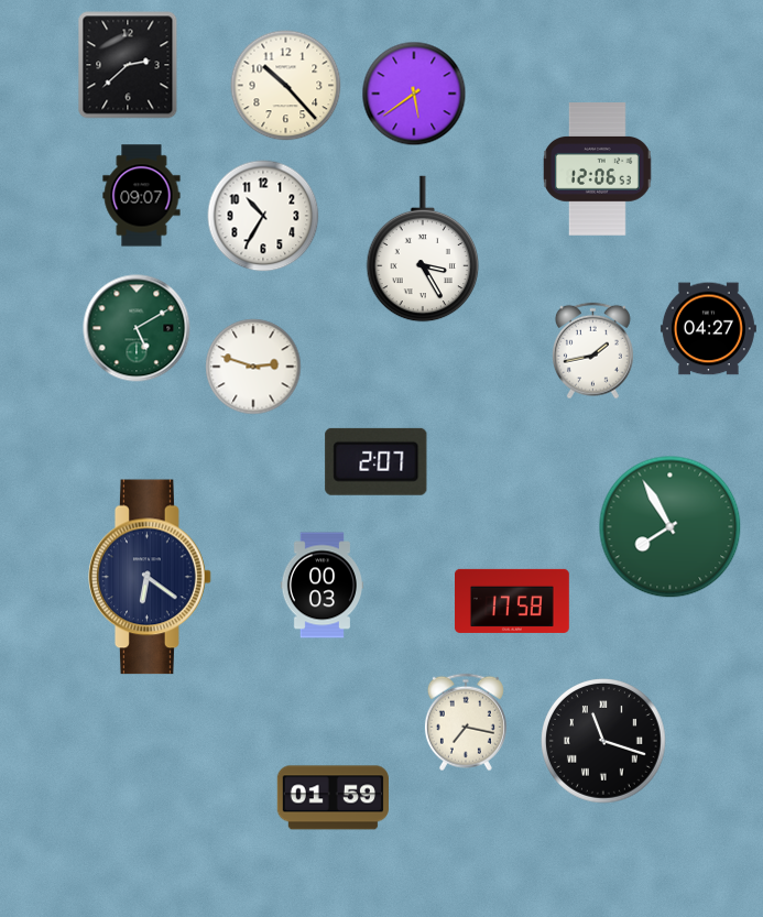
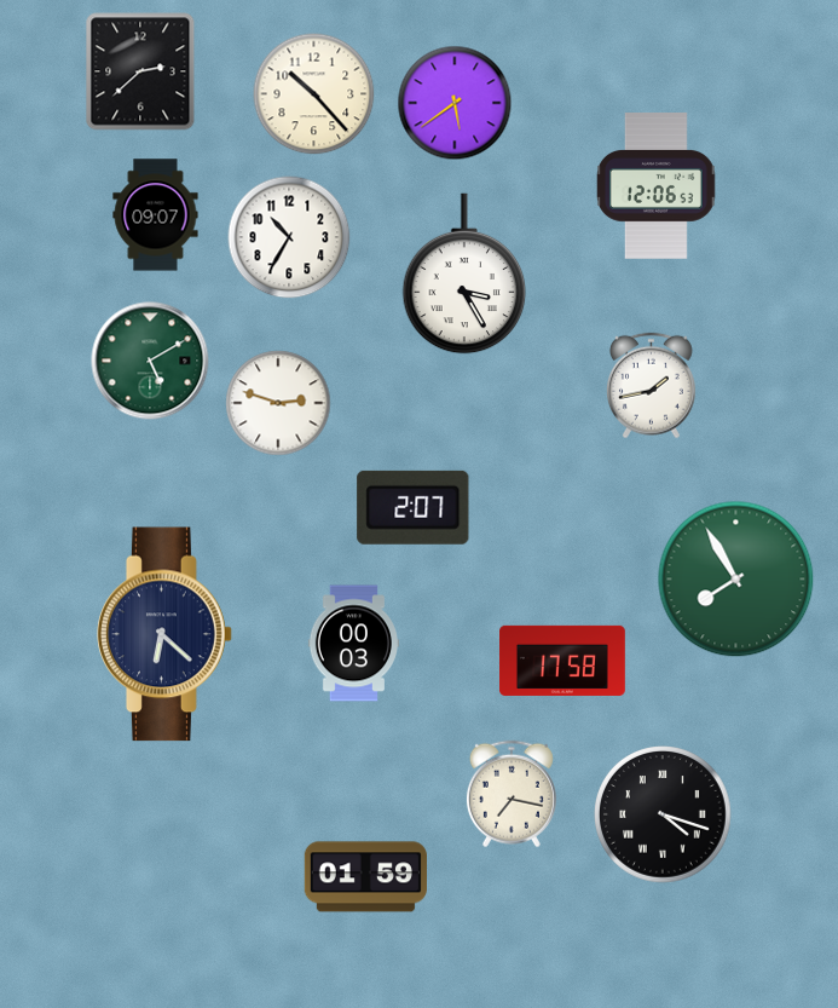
clock at (708, 329): 04:27 -> none
clock at (150, 577): 6:21 -> 6:22
clock at (604, 742): 11:18 -> 4:18
